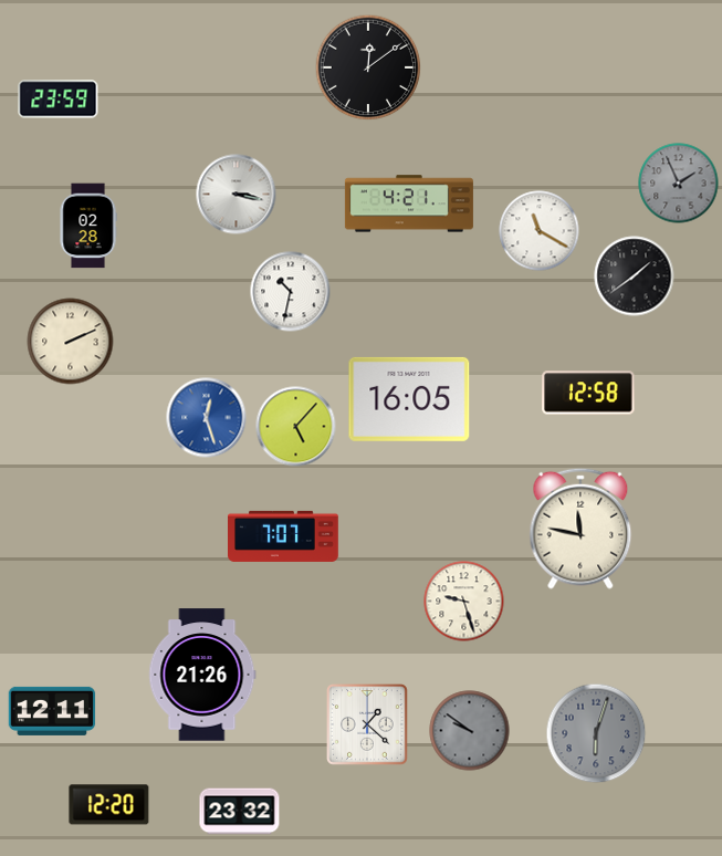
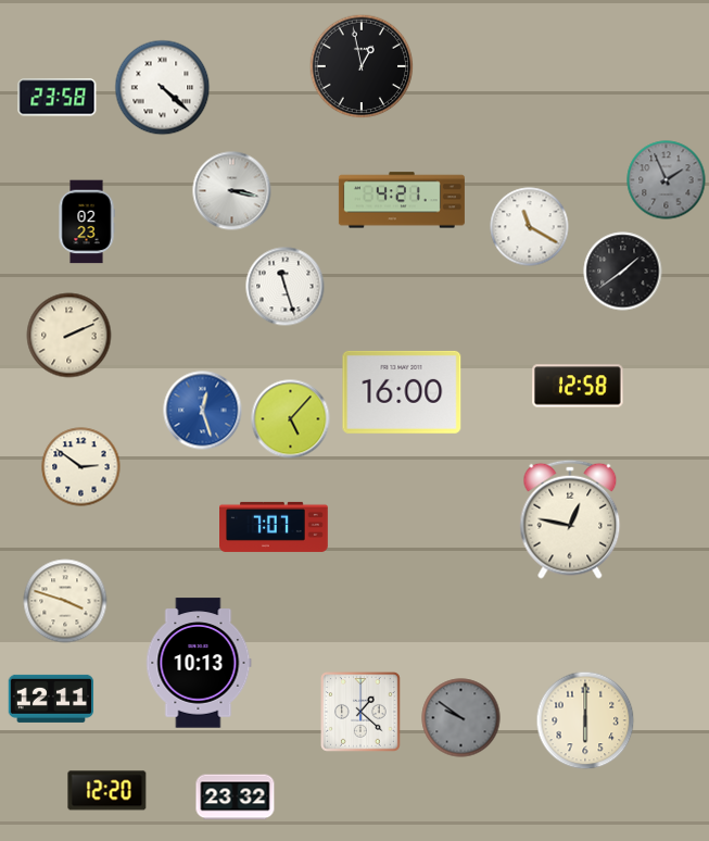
clock at (368, 67): 12:09 -> 12:58
clock at (163, 88): none -> 4:22
clock at (59, 100): 23:59 -> 23:58
clock at (88, 226): 02:28 -> 02:23
clock at (291, 292): 10:32 -> 11:27
clock at (409, 399): 16:05 -> 16:00
clock at (81, 467): none -> 2:51
clock at (580, 529): 11:47 -> 12:47
clock at (284, 536) position: (284, 536) -> (275, 527)
clock at (464, 602): 9:27 -> none
clock at (65, 601): none -> 3:48
clock at (202, 675): 21:26 -> 10:13
clock at (596, 733): 6:03 -> 6:00
clock at (596, 733) dial: grey -> cream
